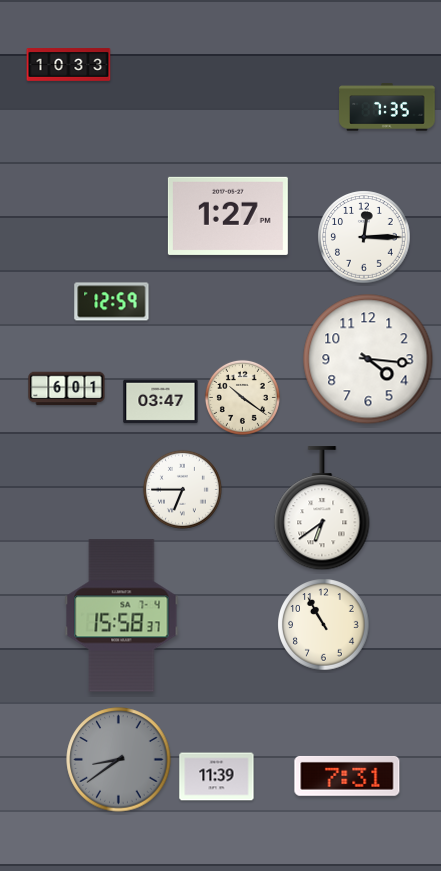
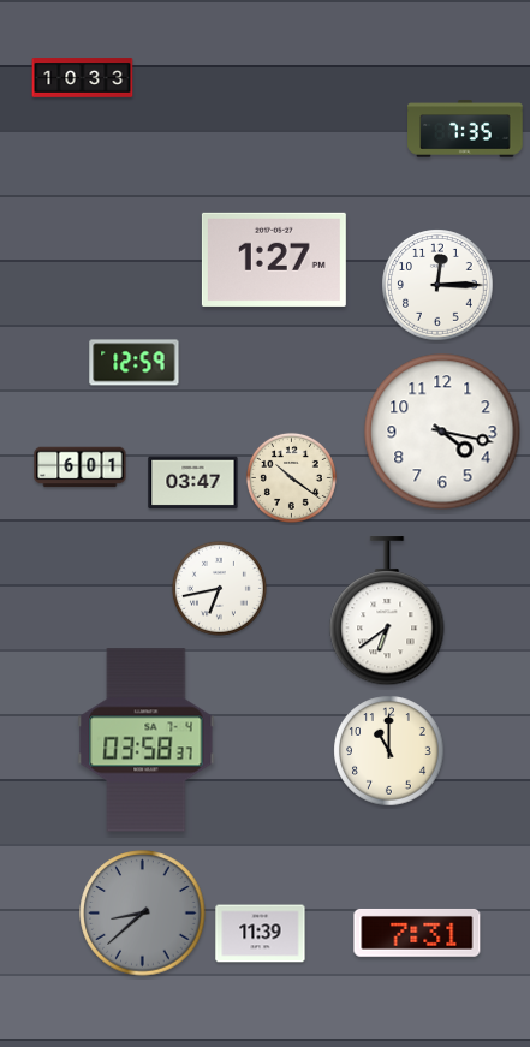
clock at (368, 359): 4:16 -> 4:17
clock at (182, 489): 6:45 -> 6:43
clock at (122, 616): 15:58 -> 03:58
clock at (324, 625): 10:55 -> 11:00
clock at (119, 760): 8:39 -> 8:38
